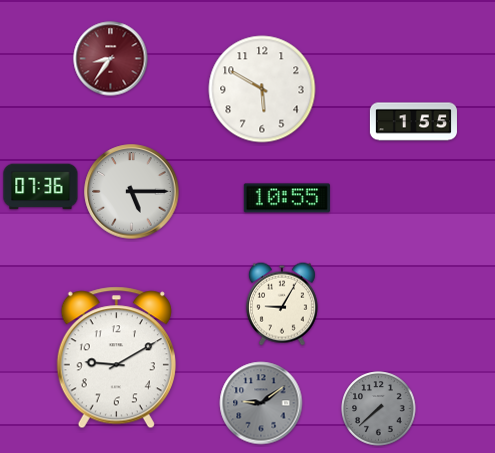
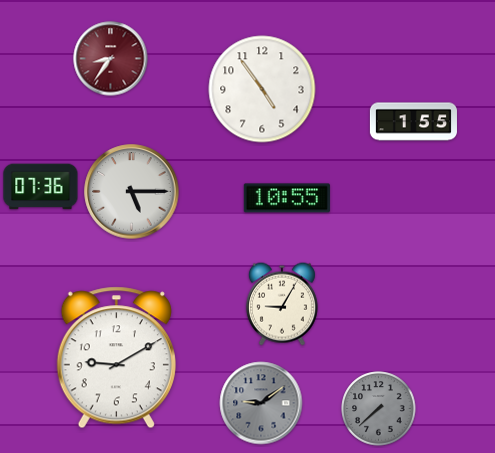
clock at (262, 89): 5:50 -> 4:54
